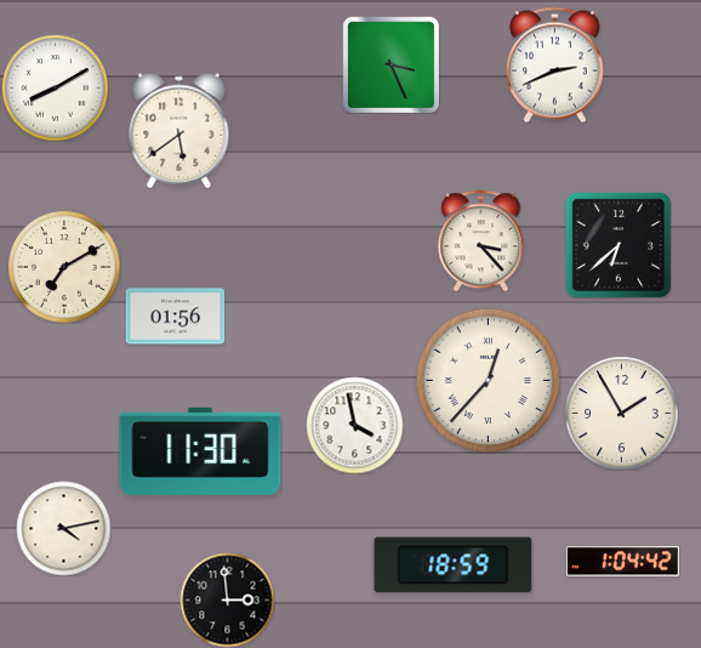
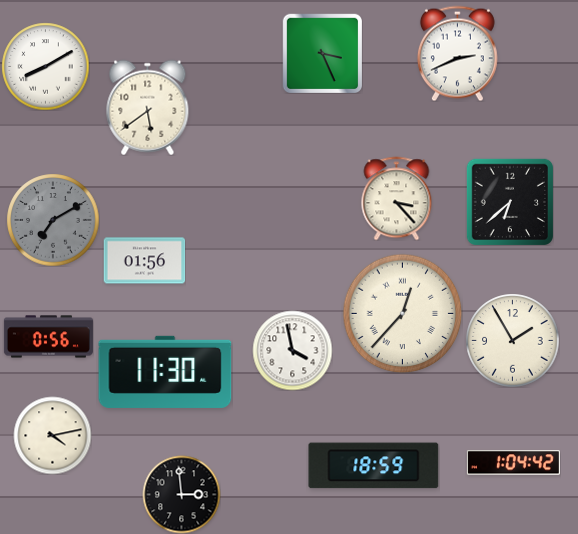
clock at (55, 87) position: (55, 87) -> (45, 66)
clock at (64, 267) dial: cream -> grey
clock at (48, 337): none -> 0:56
clock at (227, 599) position: (227, 599) -> (181, 494)
